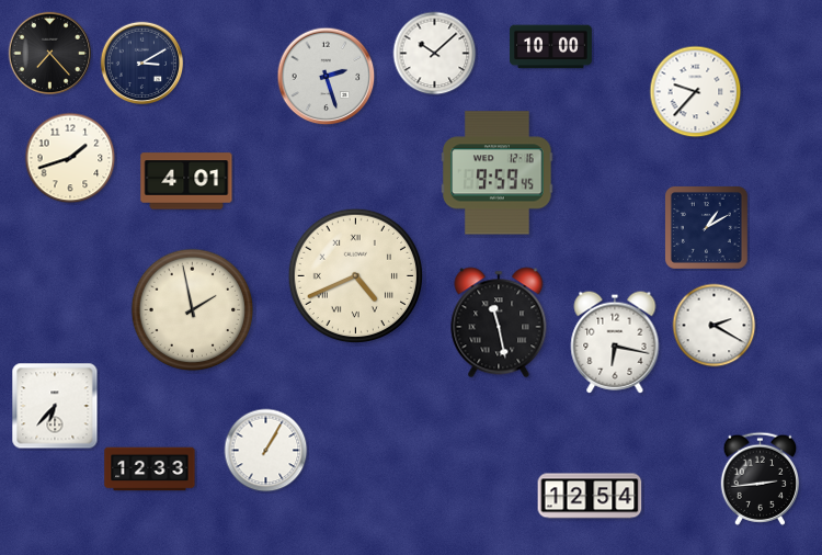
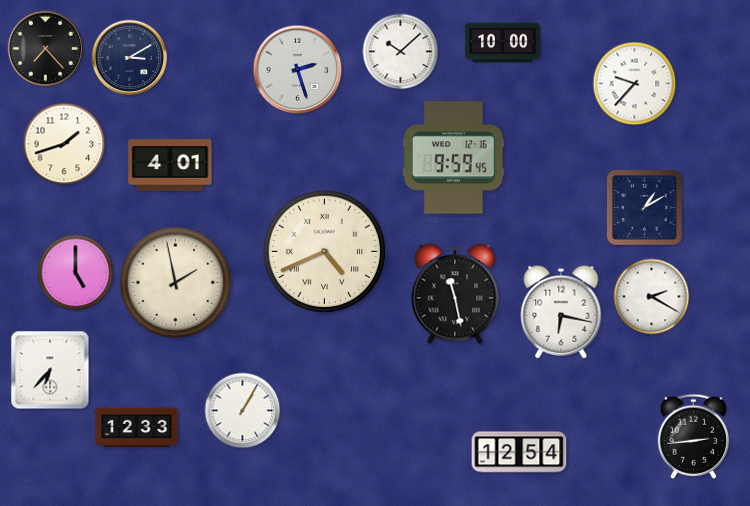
clock at (435, 54) position: (435, 54) -> (401, 52)
clock at (76, 273): none -> 5:00
clock at (590, 496) position: (590, 496) -> (519, 452)
